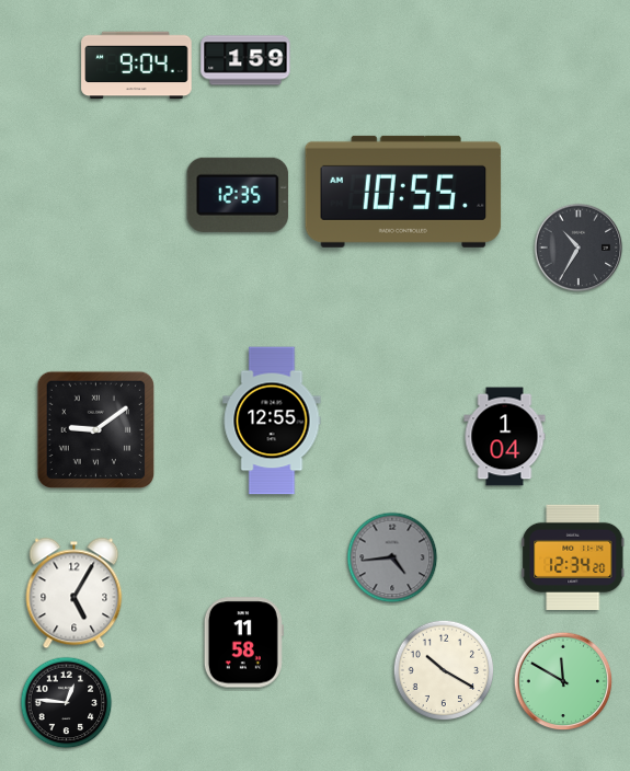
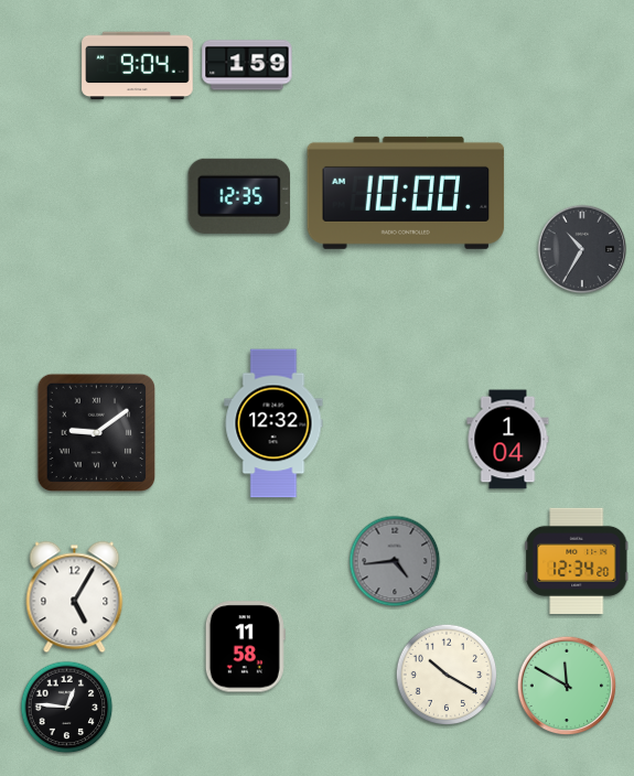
clock at (245, 60) position: (245, 60) -> (247, 65)
clock at (403, 192): 10:55 -> 10:00
clock at (272, 421): 12:55 -> 12:32
